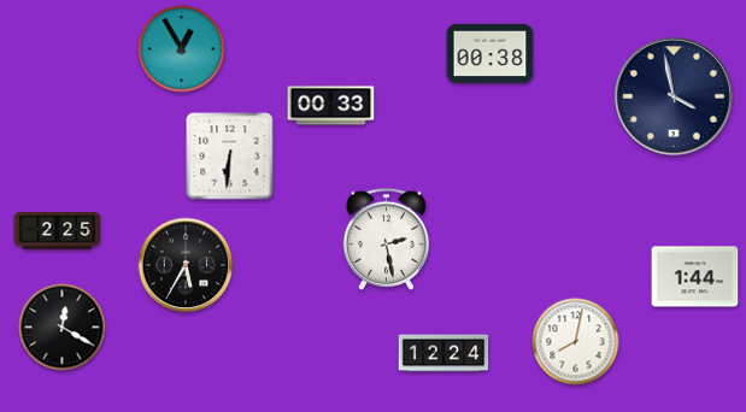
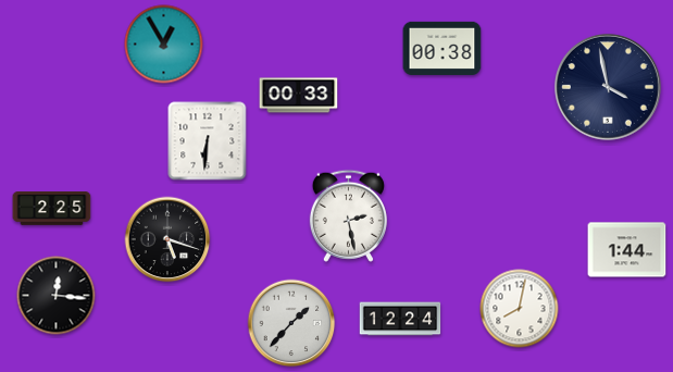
clock at (186, 265): 5:35 -> 5:18
clock at (63, 328): 12:20 -> 12:16
clock at (291, 323): none -> 1:37
